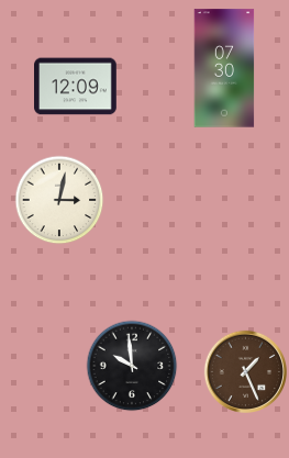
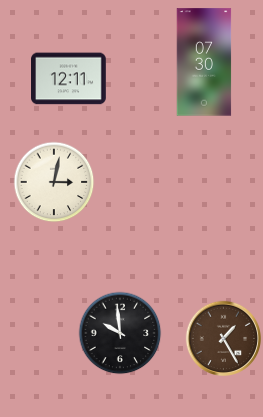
clock at (76, 87): 12:09 -> 12:11
clock at (245, 371): 1:26 -> 1:25
